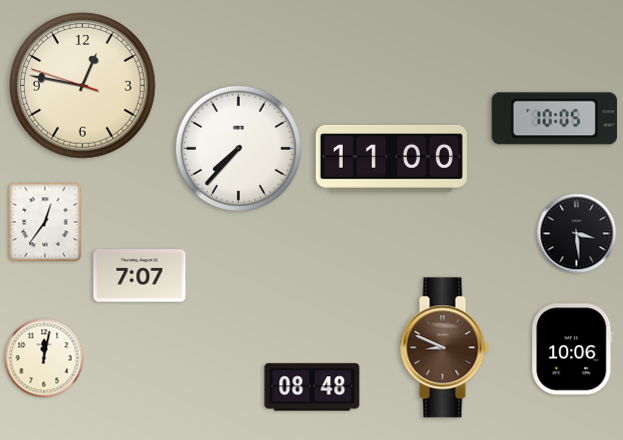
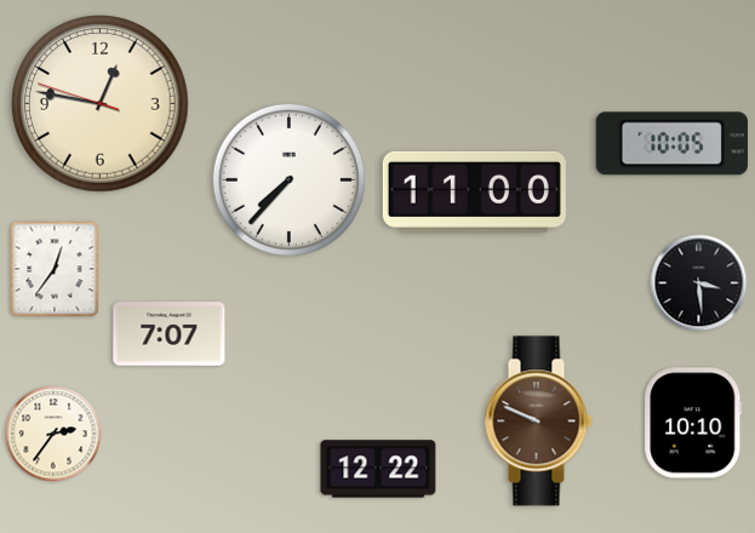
clock at (444, 348): 8:49 -> 9:49
clock at (572, 349): 10:06 -> 10:10
clock at (44, 358): 12:02 -> 2:36
clock at (312, 387): 08:48 -> 12:22
